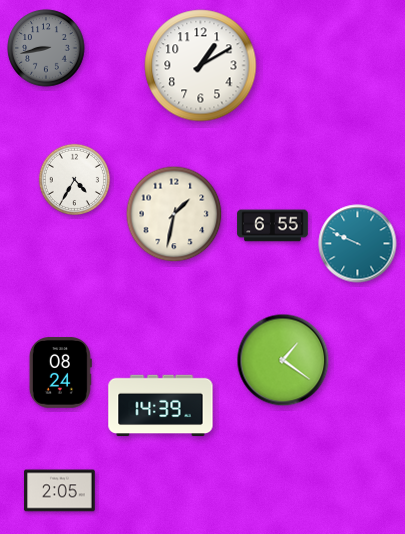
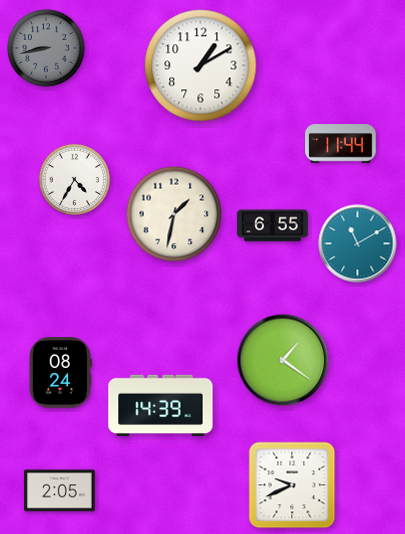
clock at (341, 144): none -> 11:44
clock at (358, 244): 9:49 -> 11:10
clock at (292, 485): none -> 9:41
